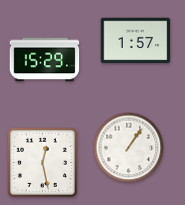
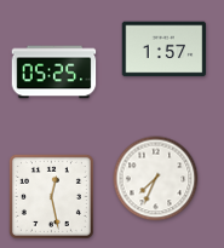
clock at (45, 60): 15:29 -> 05:25
clock at (129, 148): 1:06 -> 7:34
